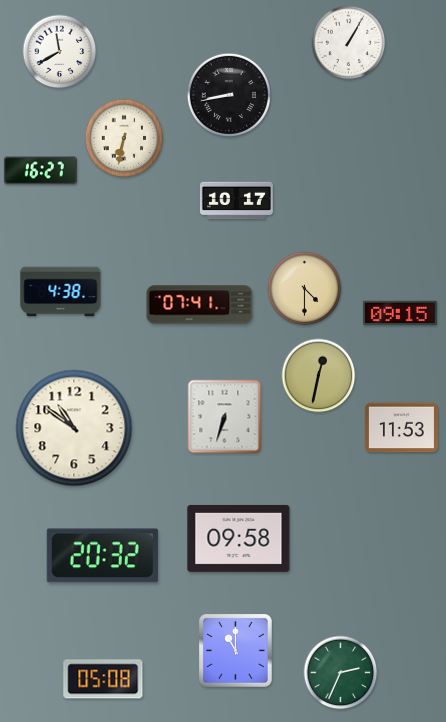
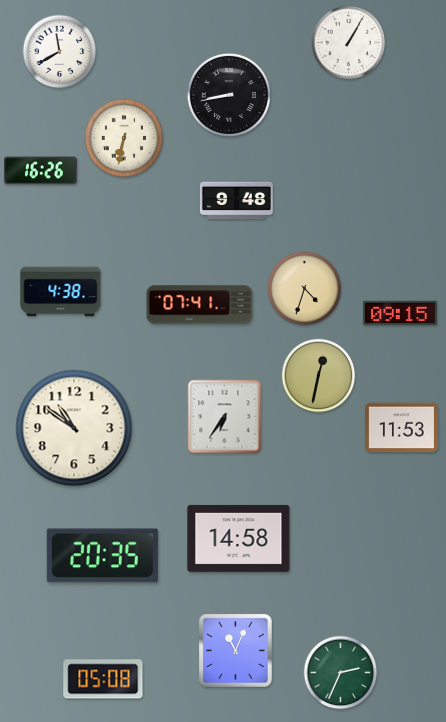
clock at (40, 171): 16:27 -> 16:26
clock at (236, 201): 10:17 -> 9:48
clock at (305, 289): 4:30 -> 4:33
clock at (225, 417): 6:33 -> 6:36
clock at (239, 538): 09:58 -> 14:58
clock at (102, 556): 20:32 -> 20:35
clock at (236, 651): 11:00 -> 11:04
